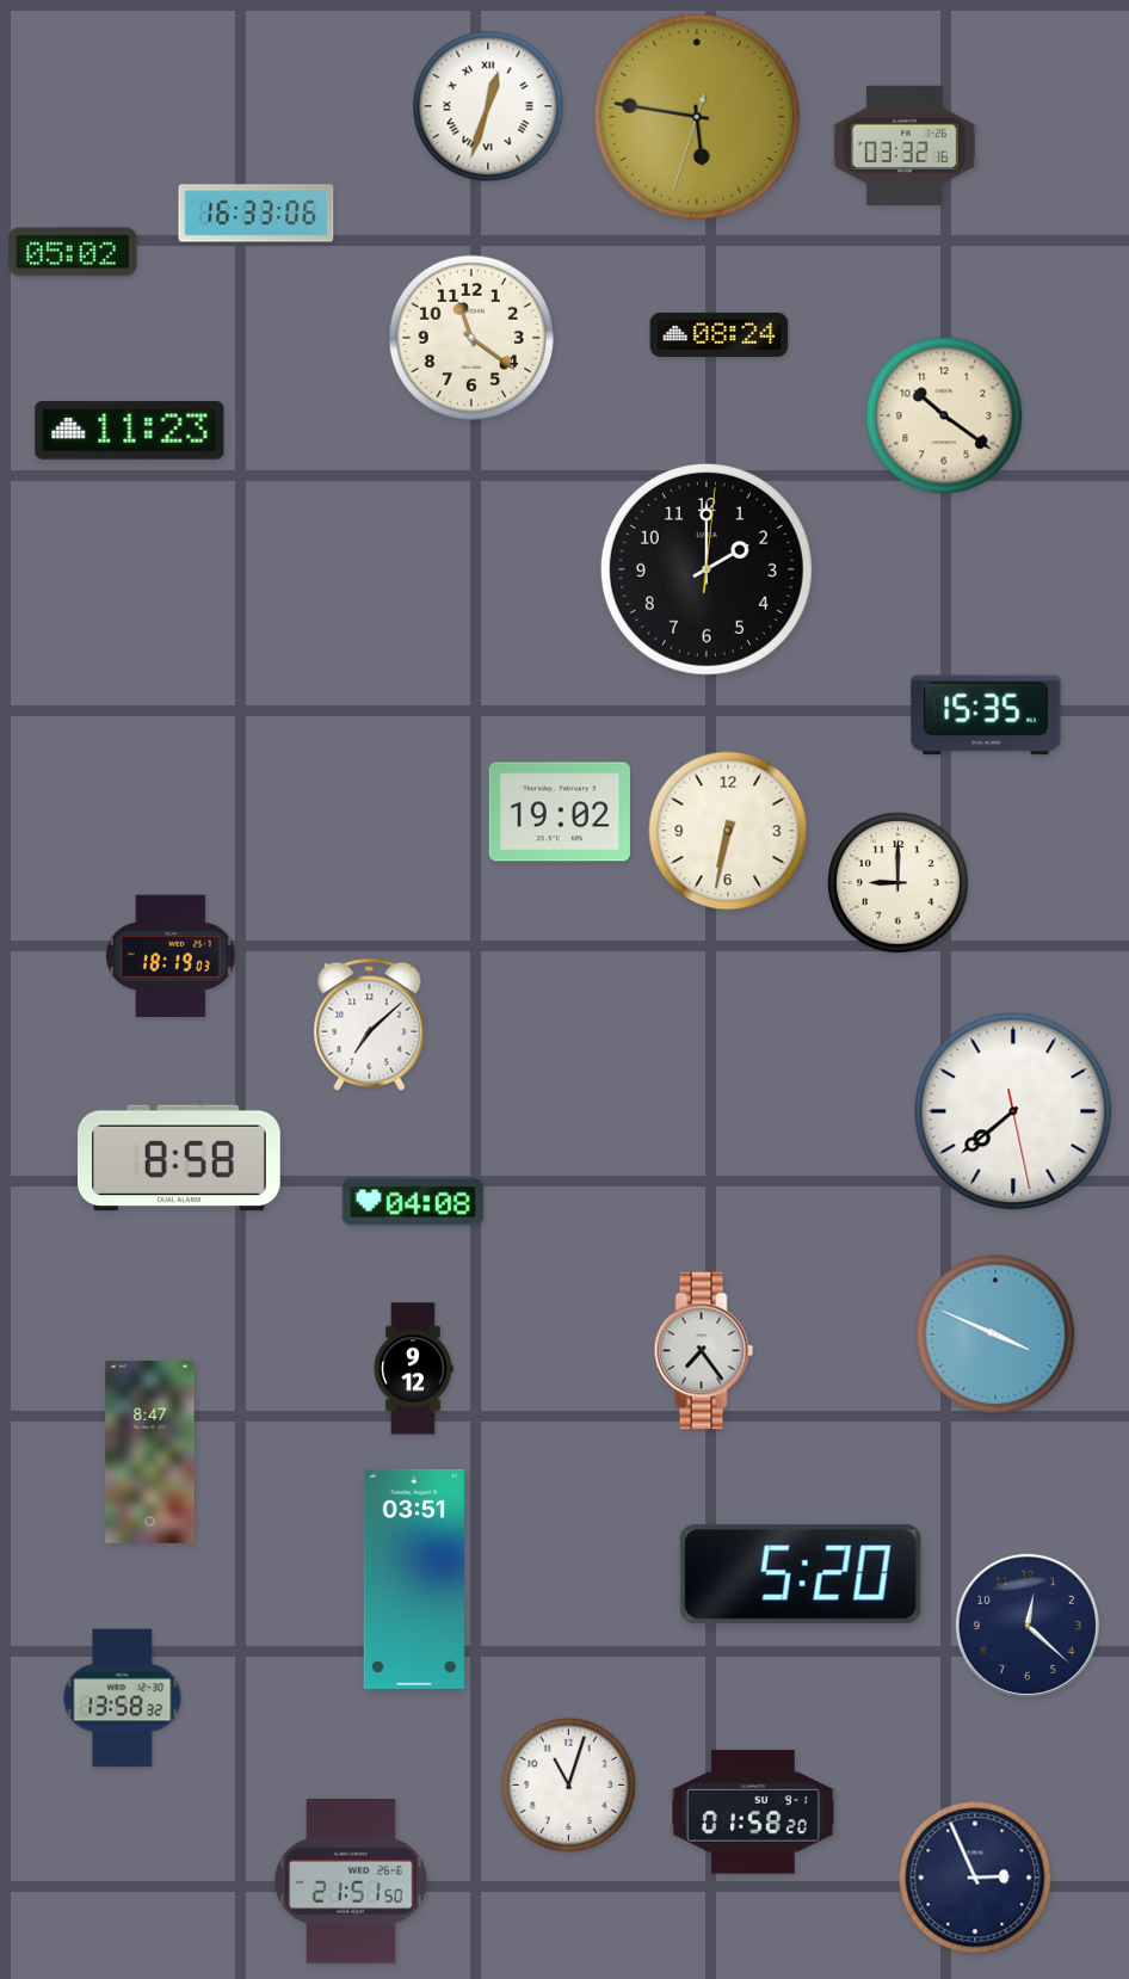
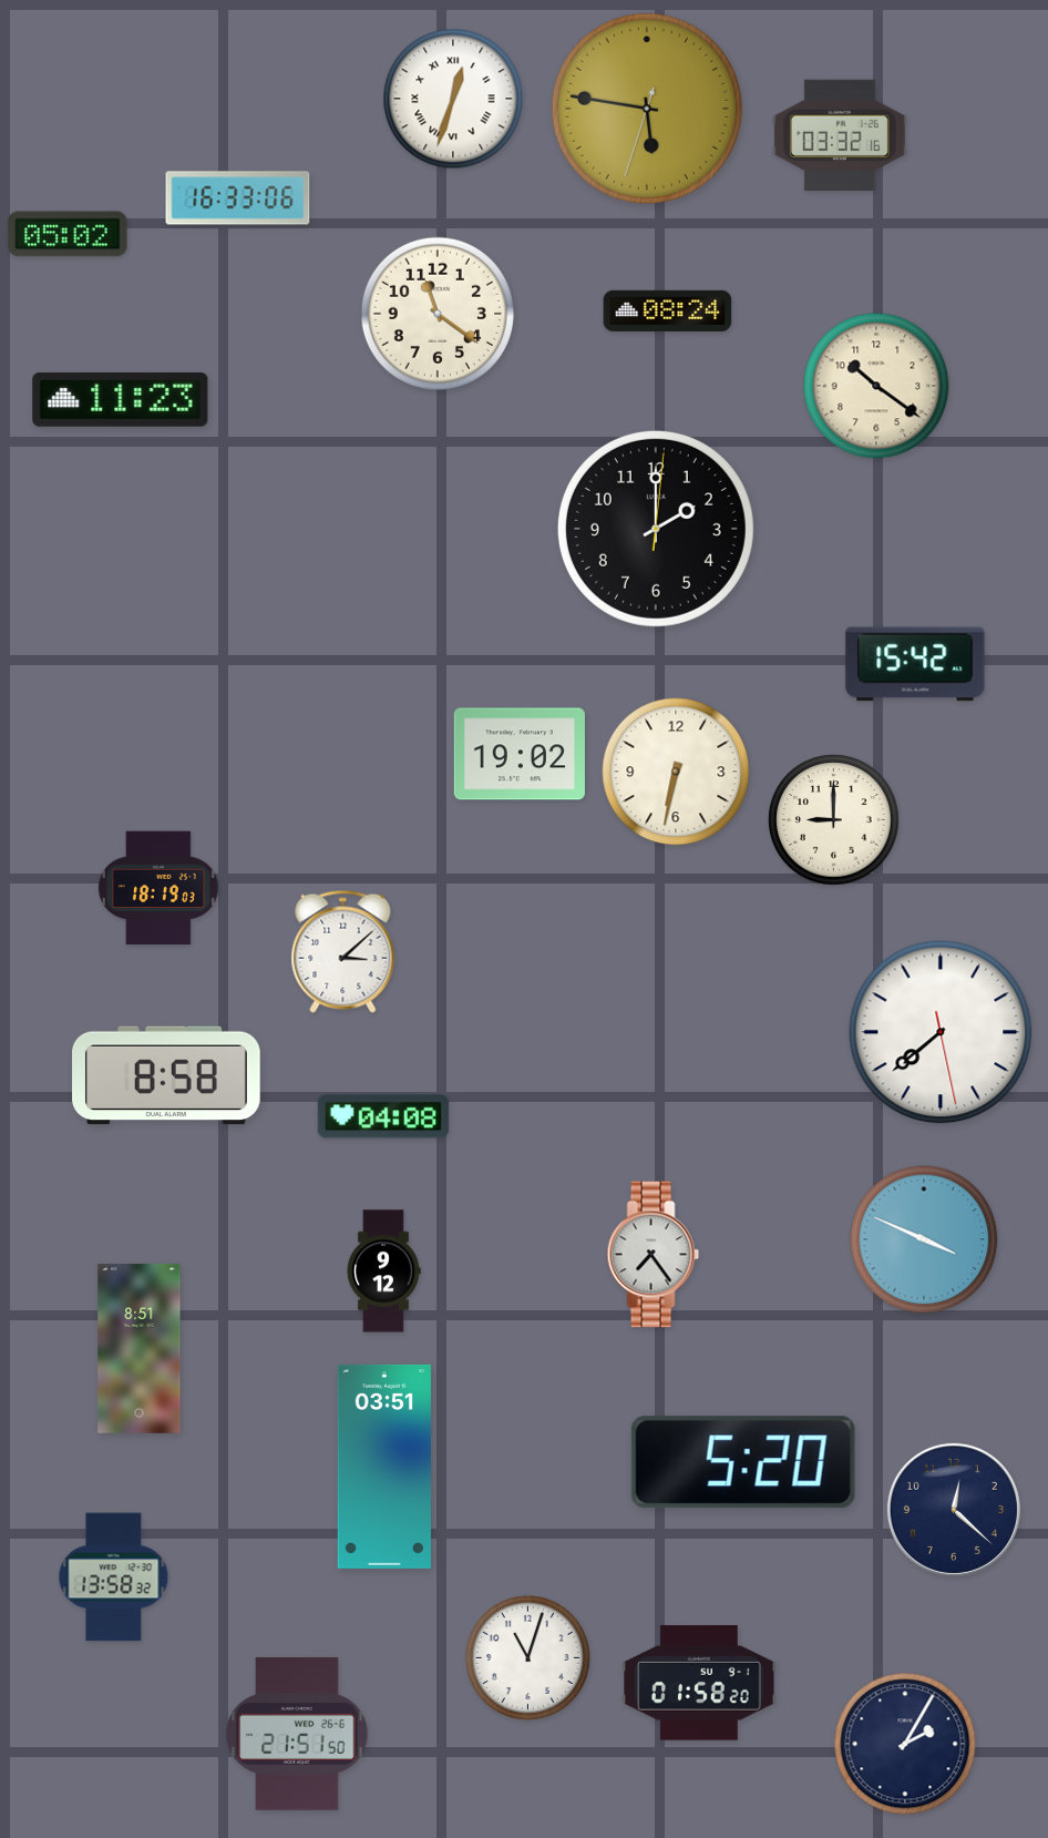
clock at (986, 715): 15:35 -> 15:42
clock at (370, 1024): 7:08 -> 3:08
clock at (150, 1451): 8:47 -> 8:51
clock at (975, 1878): 2:56 -> 2:05
clock at (351, 1882) position: (351, 1882) -> (297, 1735)
